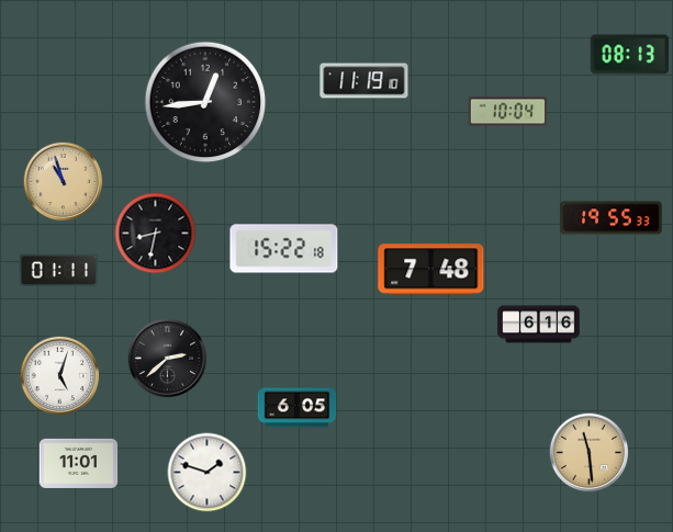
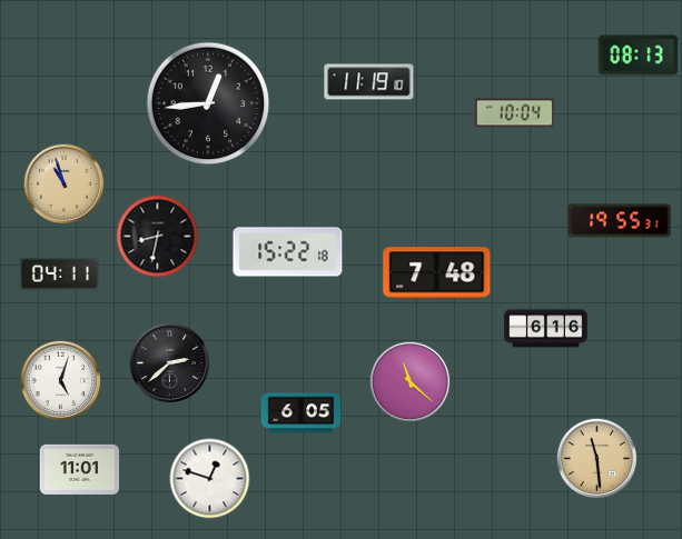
clock at (612, 218): 19:55:33 -> 19:55:31
clock at (59, 270): 01:11 -> 04:11
clock at (411, 382): none -> 11:22
clock at (207, 473): 1:48 -> 12:48
